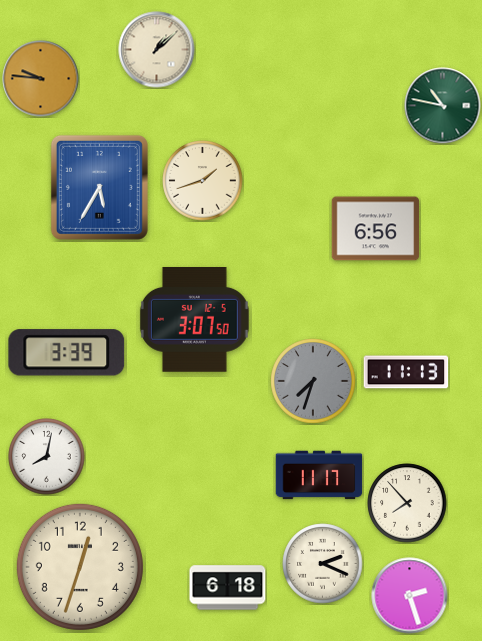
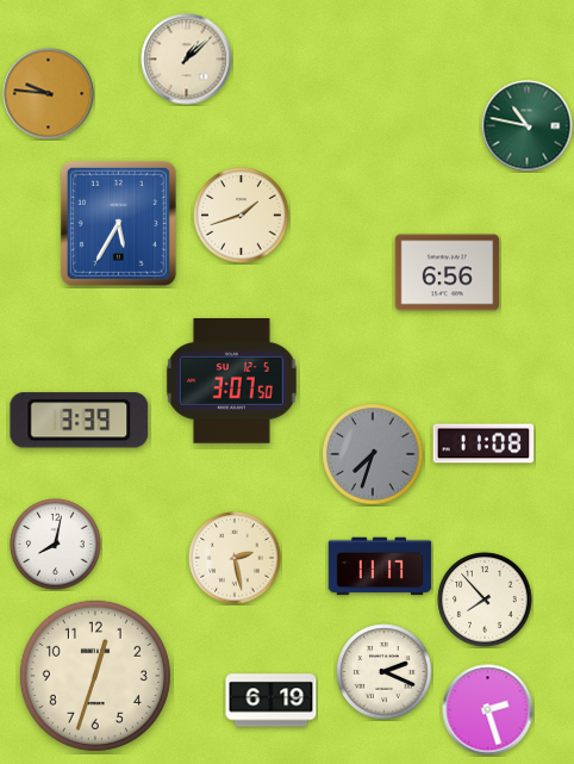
clock at (406, 372): 11:13 -> 11:08
clock at (235, 558): none -> 2:28
clock at (228, 588): 6:18 -> 6:19
